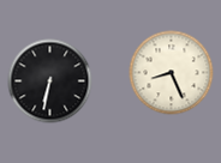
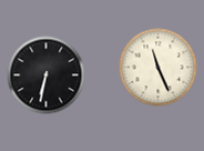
clock at (172, 73): 8:26 -> 11:26
